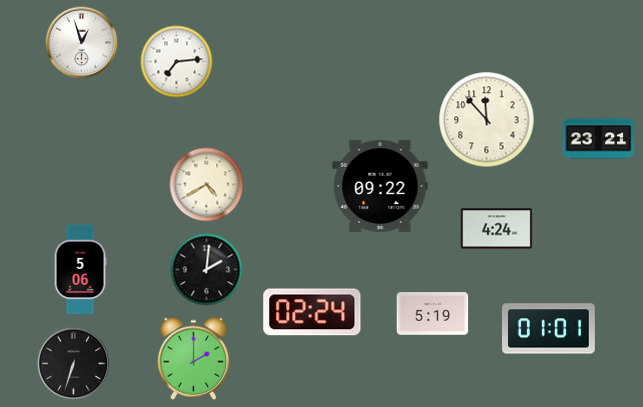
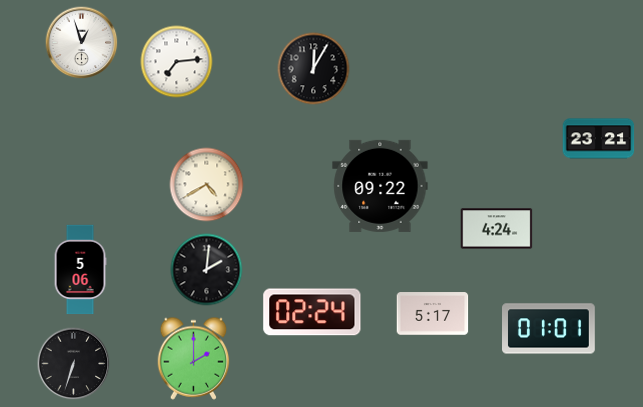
clock at (314, 69): none -> 12:05
clock at (487, 120): 11:53 -> none
clock at (433, 314): 5:19 -> 5:17
